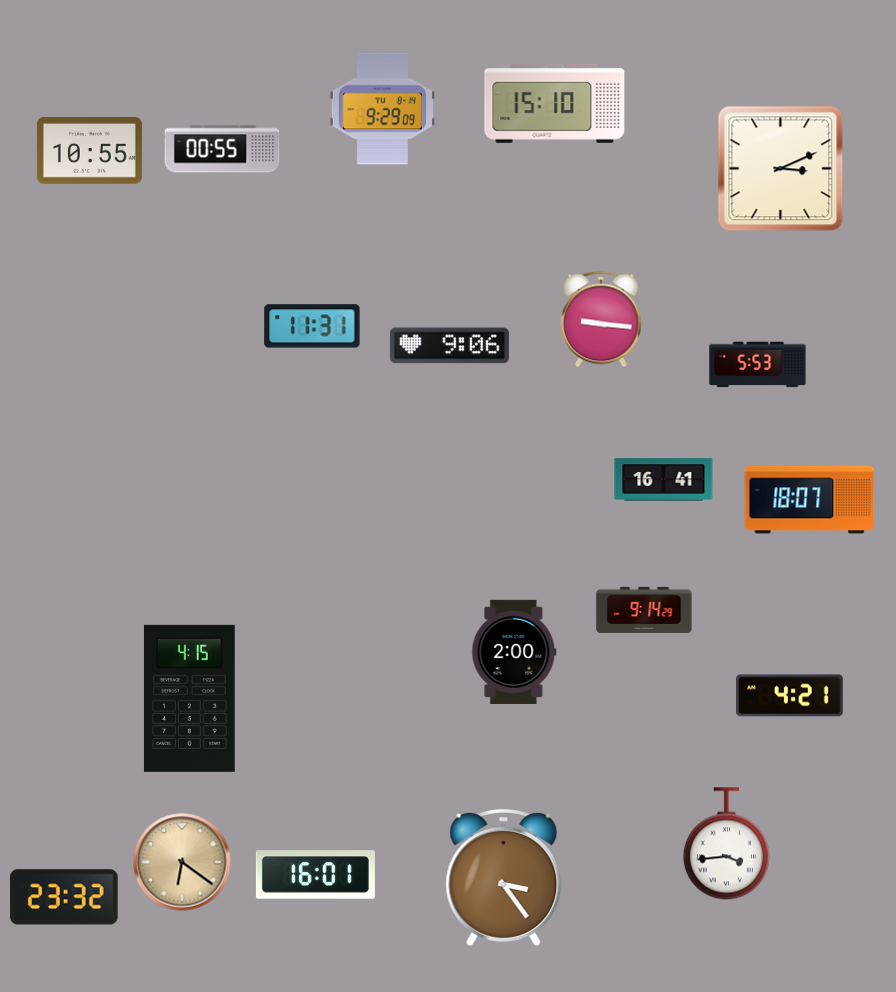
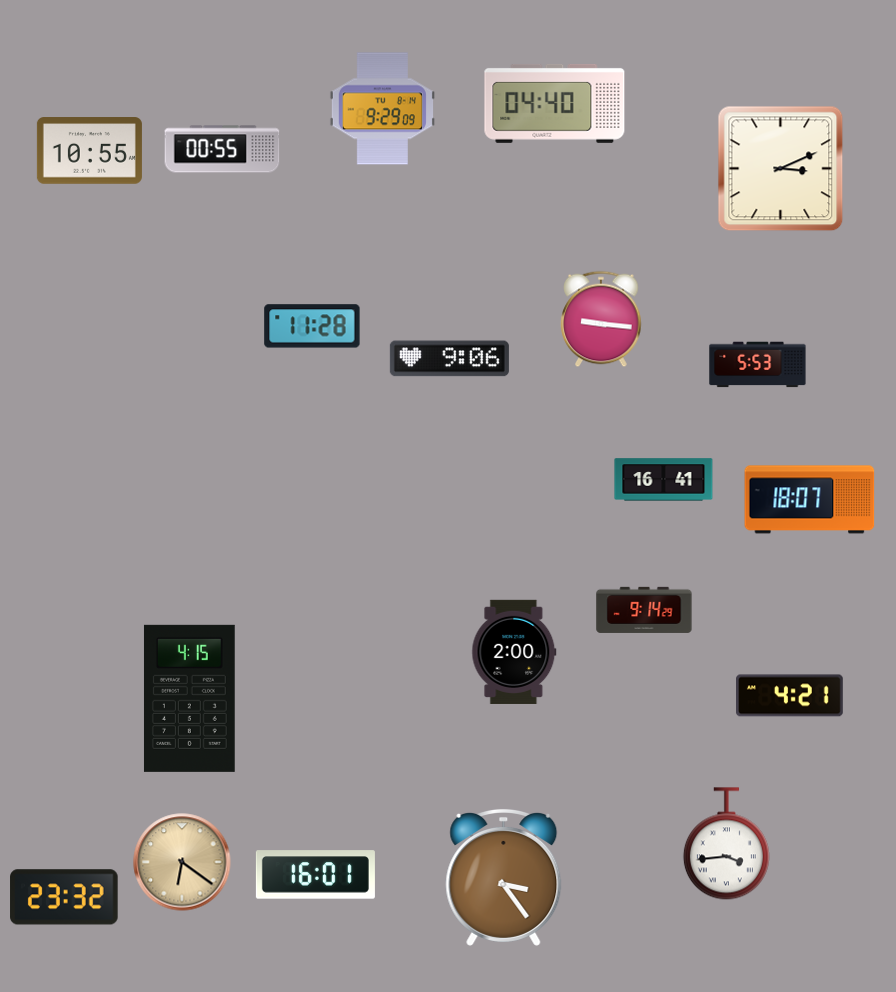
clock at (555, 103): 15:10 -> 04:40
clock at (312, 326): 11:31 -> 11:28
clock at (449, 346) position: (449, 346) -> (449, 359)
